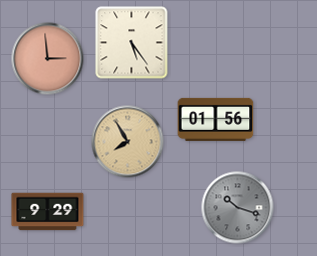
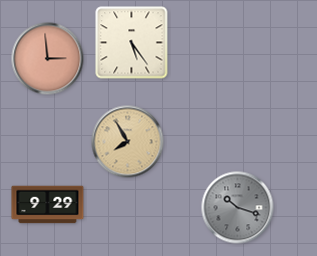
clock at (216, 119): 01:56 -> none
clock at (48, 212) position: (48, 212) -> (48, 205)
